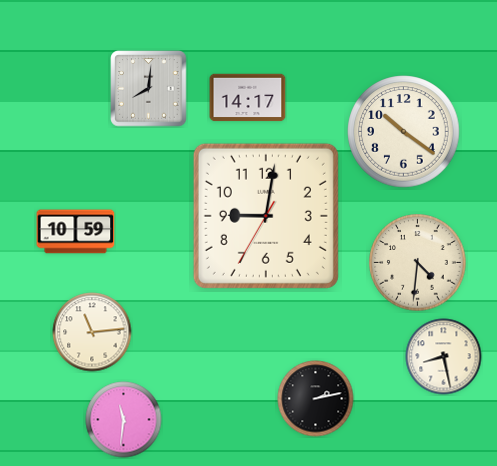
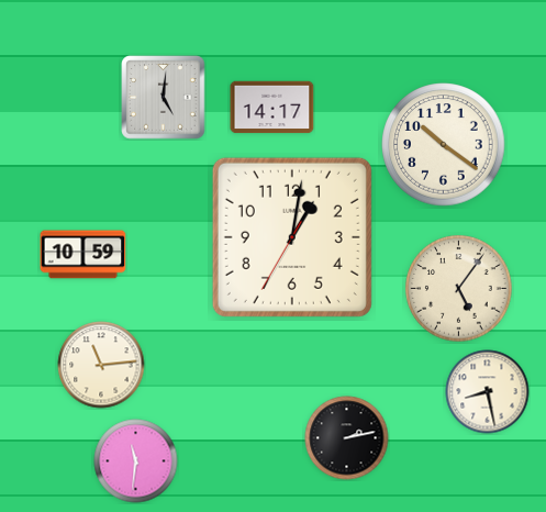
clock at (149, 89): 8:01 -> 5:01
clock at (266, 216): 9:01 -> 1:01
clock at (418, 263): 4:31 -> 5:06
